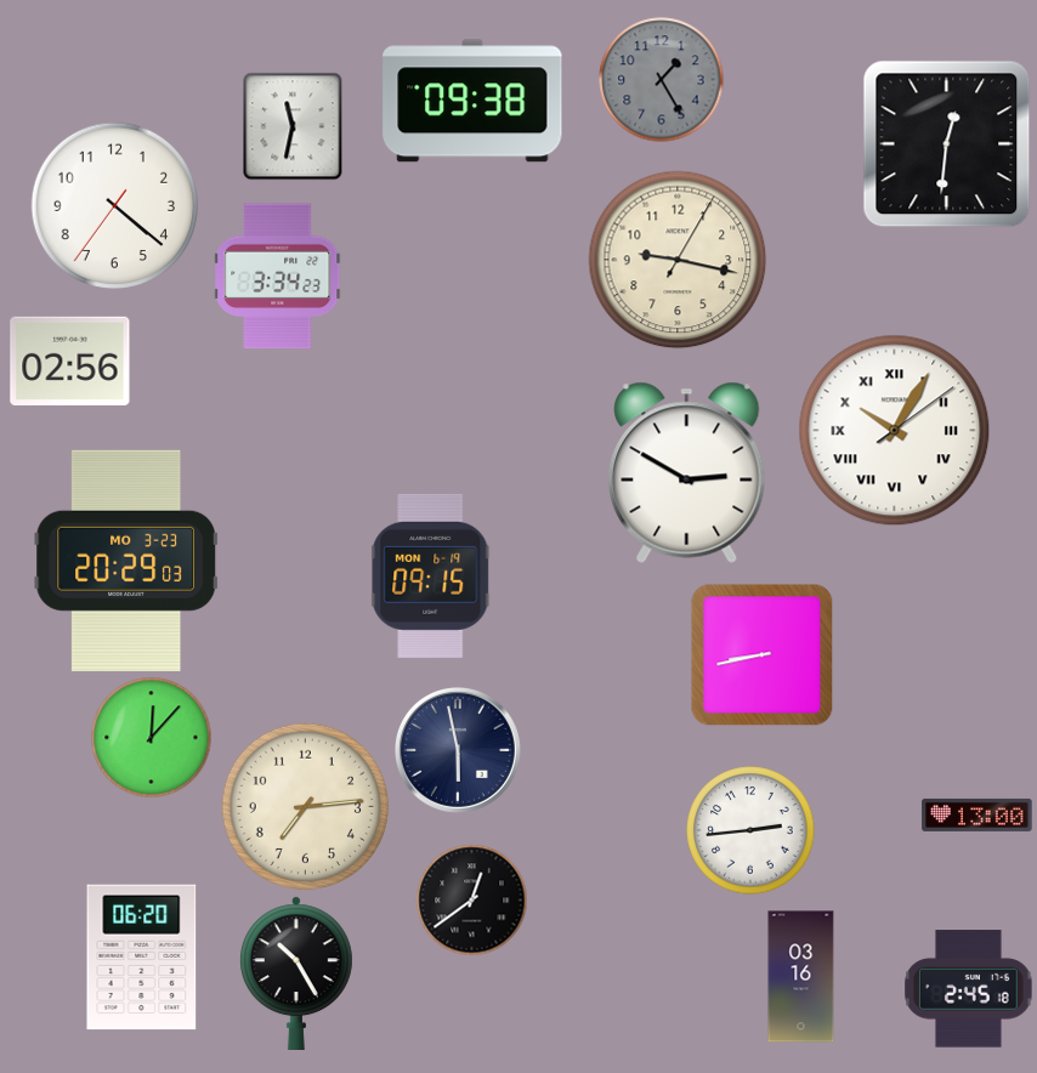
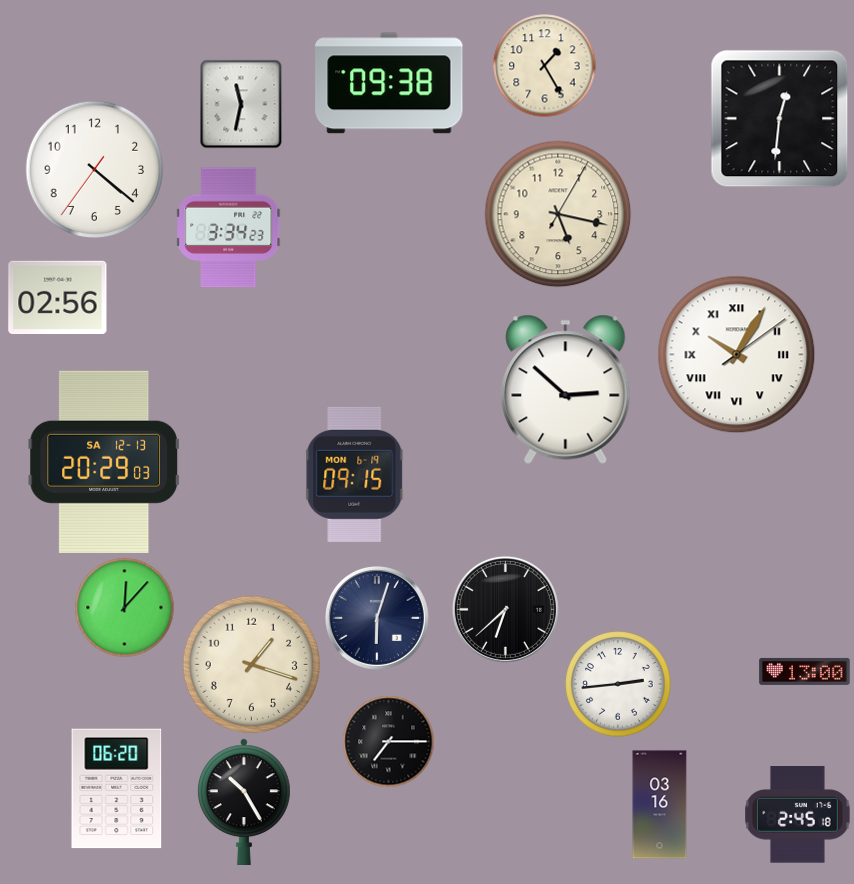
clock at (662, 80) dial: grey -> cream
clock at (678, 260): 9:17 -> 5:17
clock at (687, 472): 2:50 -> 2:52
clock at (125, 561) date: MO 3-23 -> SA 12-13
clock at (763, 655): 8:43 -> none
clock at (505, 609): none -> 6:38
clock at (458, 750): 5:58 -> 6:03
clock at (306, 807): 7:14 -> 1:18
clock at (471, 899): 12:39 -> 7:15
